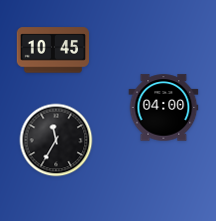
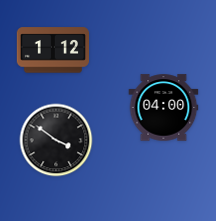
clock at (52, 50): 10:45 -> 1:12
clock at (56, 140): 11:35 -> 3:51
